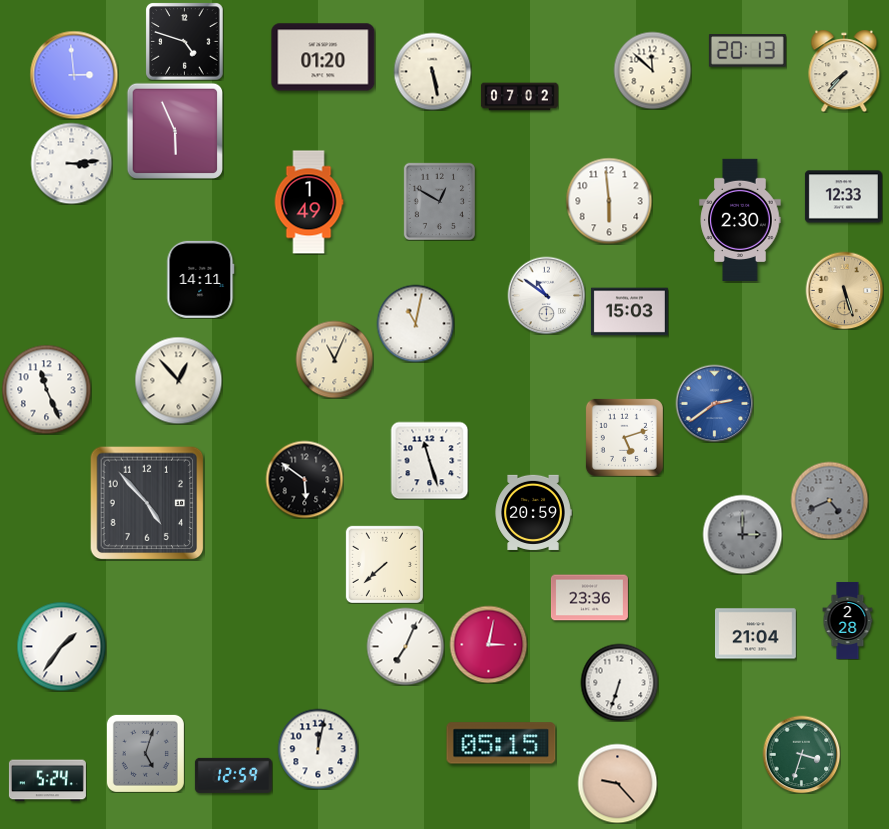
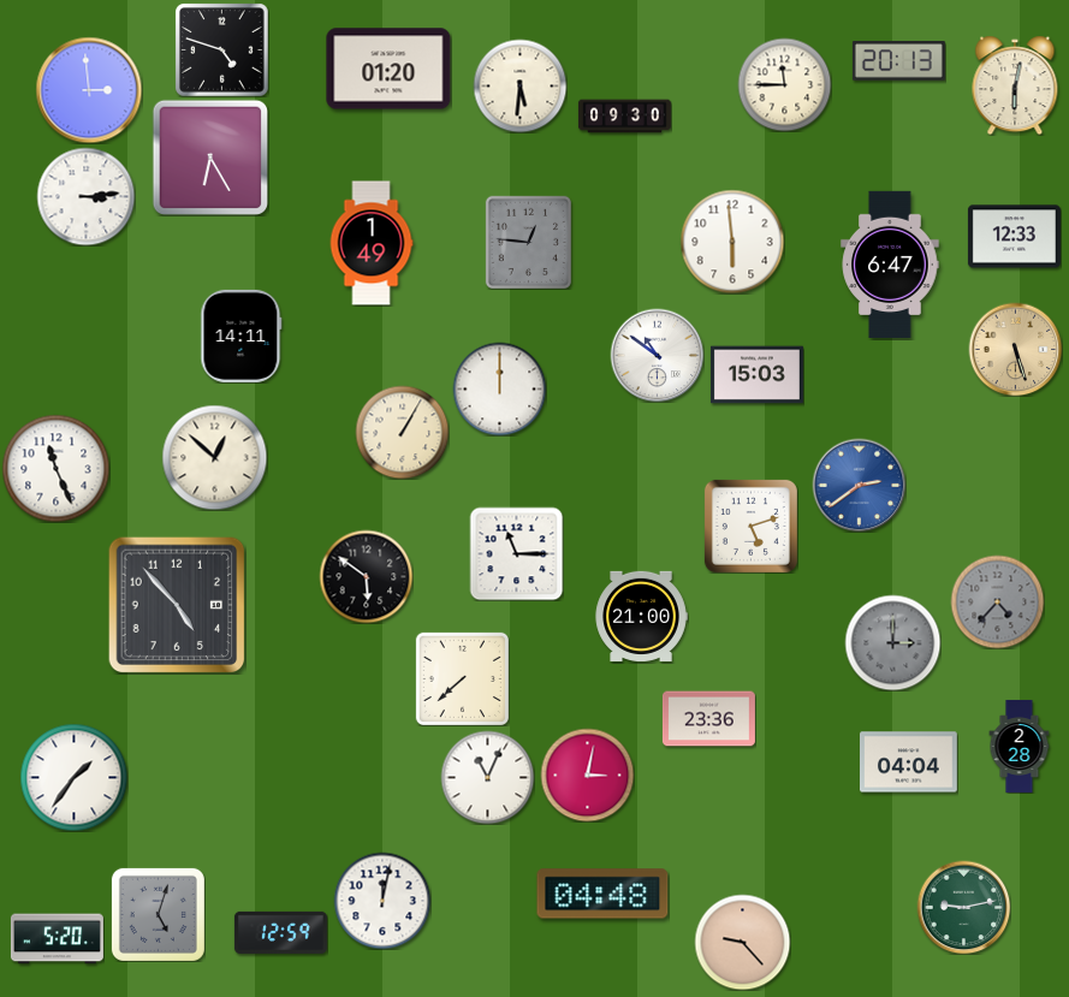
clock at (652, 70): 11:52 -> 11:45
clock at (432, 71): 5:28 -> 5:31
clock at (844, 71): 7:37 -> 6:02
clock at (519, 97): 07:02 -> 09:30
clock at (174, 130): 5:56 -> 6:25
clock at (439, 201): 12:50 -> 12:46
clock at (740, 219): 2:30 -> 6:47
clock at (415, 323): 11:02 -> 12:00
clock at (334, 359): 11:04 -> 1:05
clock at (178, 380): 12:53 -> 12:52
clock at (429, 460): 11:27 -> 11:15
clock at (829, 500): 4:41 -> 4:37
clock at (533, 512): 20:59 -> 21:00
clock at (756, 634): 21:04 -> 04:04
clock at (405, 646): 7:04 -> 11:04
clock at (619, 682): 6:33 -> none
clock at (501, 743): 05:15 -> 04:48
clock at (145, 753) position: (145, 753) -> (158, 914)
clock at (801, 754): 3:33 -> 9:13
clock at (47, 781): 5:24 -> 5:20
